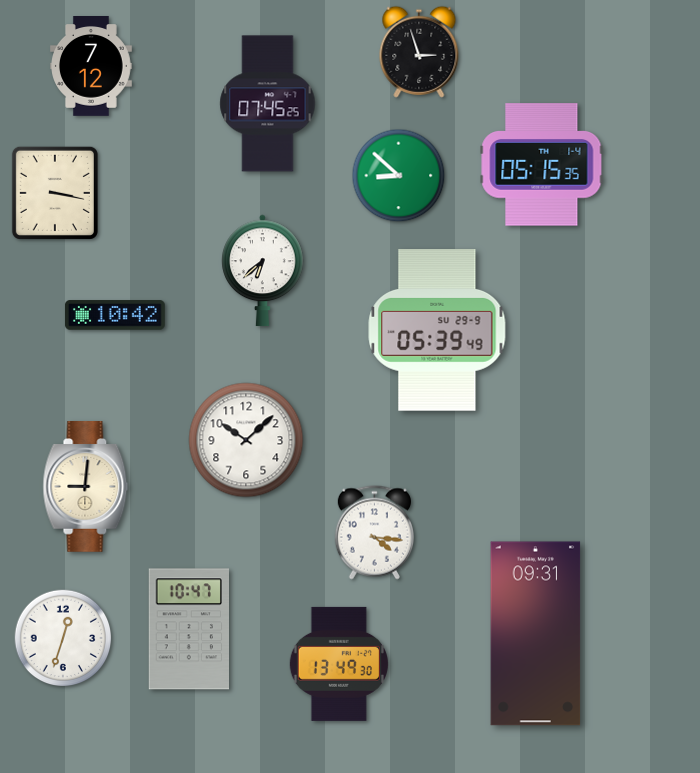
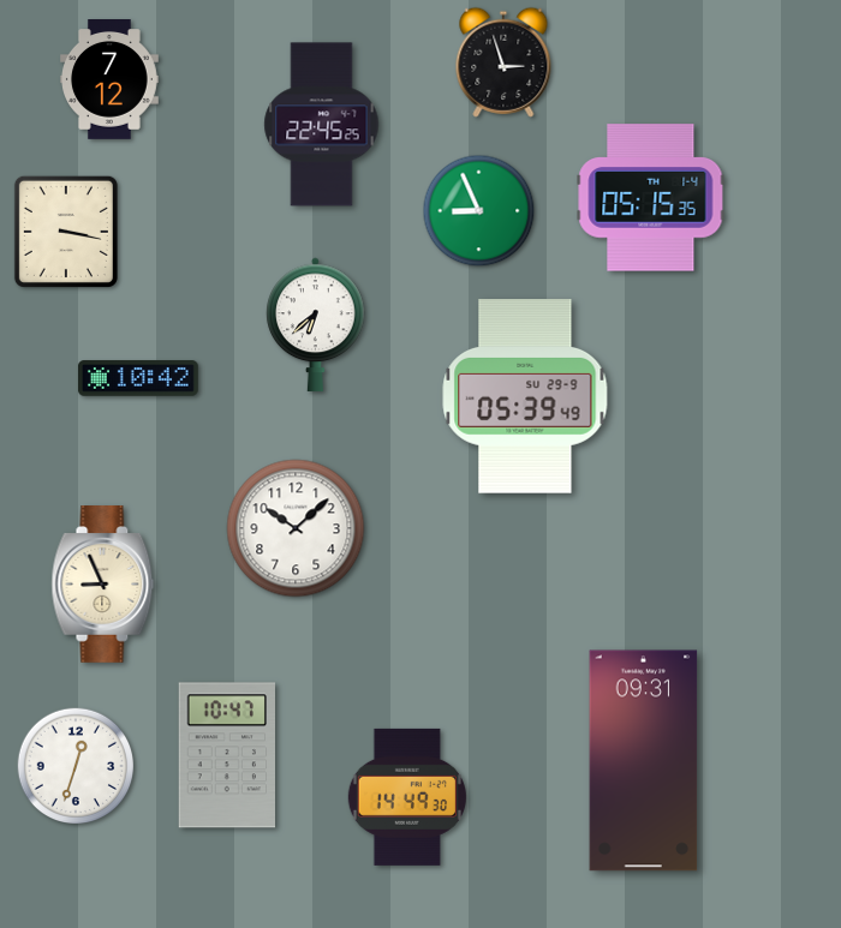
clock at (268, 104): 07:45 -> 22:45
clock at (399, 176): 8:52 -> 8:56
clock at (86, 487): 9:01 -> 8:56
clock at (374, 533): 4:16 -> none
clock at (339, 664): 13:49 -> 14:49
